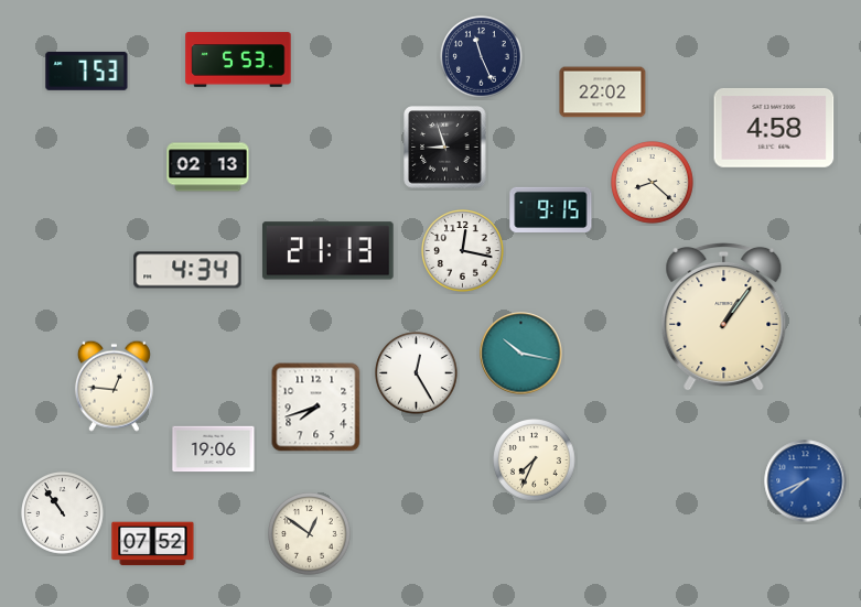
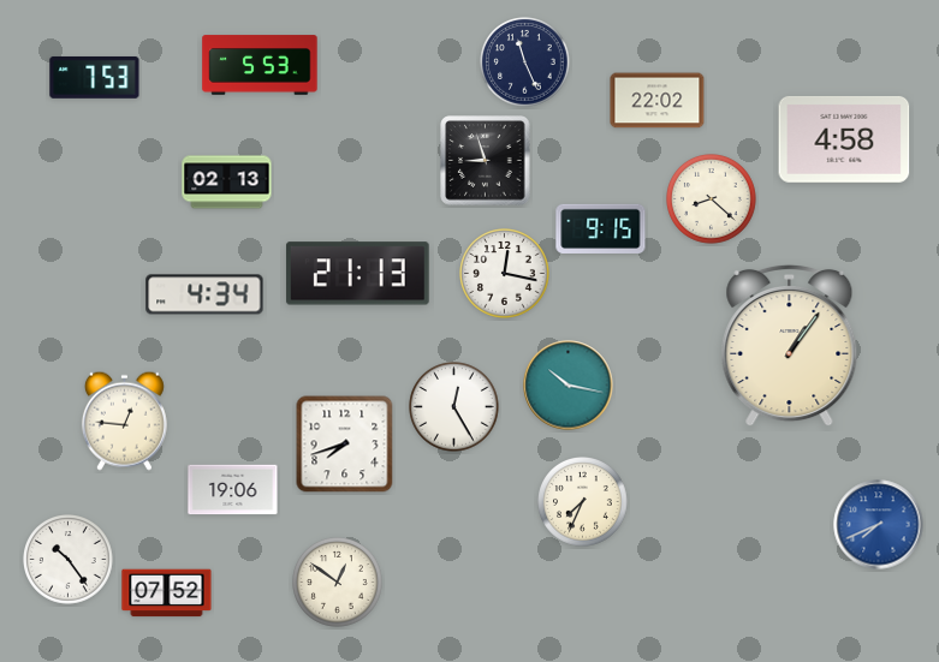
clock at (63, 513): 10:54 -> 10:24
